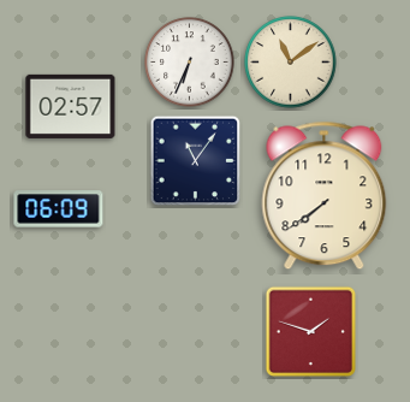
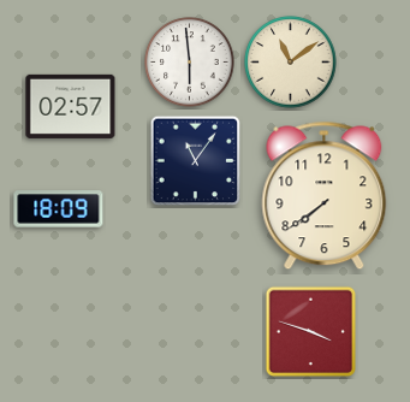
clock at (190, 63): 6:34 -> 5:59
clock at (59, 209): 06:09 -> 18:09
clock at (311, 332): 1:48 -> 3:48
